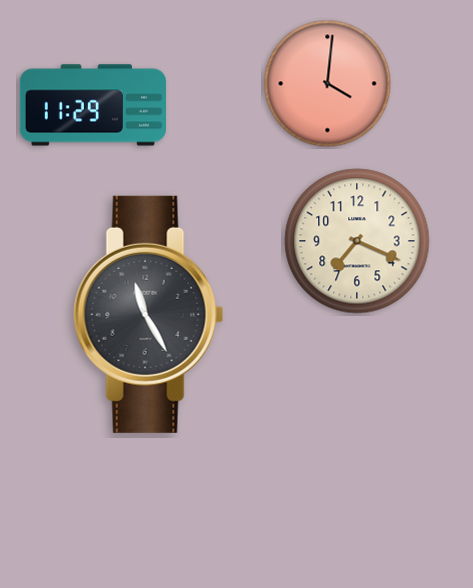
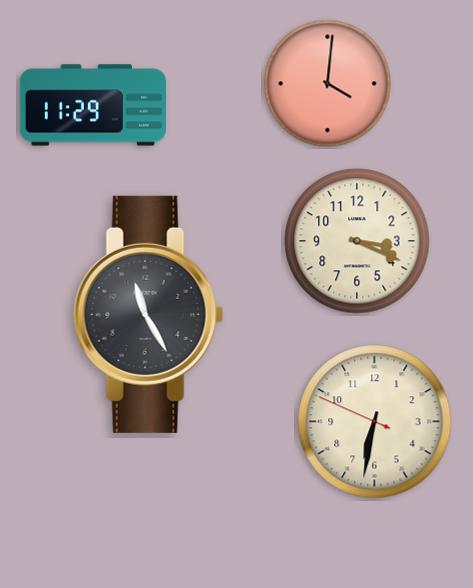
clock at (357, 241): 7:19 -> 3:19
clock at (375, 422): none -> 6:31
